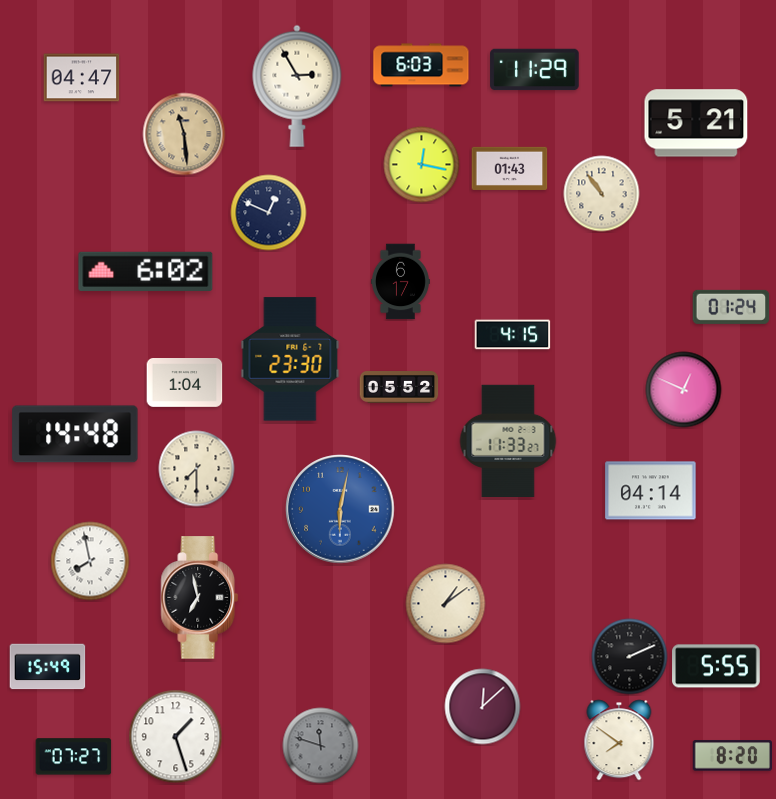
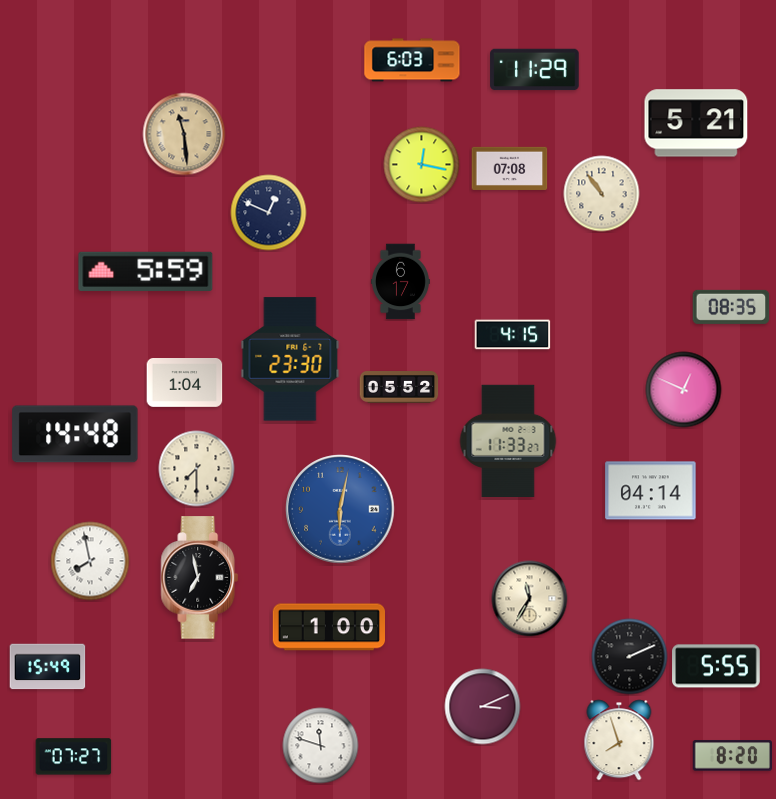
clock at (421, 65) position: (421, 65) -> (412, 60)
clock at (82, 78): 04:47 -> none
clock at (297, 86): 2:55 -> none
clock at (510, 168): 01:43 -> 07:08
clock at (146, 271): 6:02 -> 5:59
clock at (731, 307): 01:24 -> 08:35
clock at (200, 598) position: (200, 598) -> (200, 578)
clock at (530, 599): none -> 11:35
clock at (446, 604): 1:09 -> none
clock at (328, 627): none -> 1:00
clock at (483, 707): 12:08 -> 3:11
clock at (176, 737): 1:27 -> none
clock at (619, 740): 7:51 -> 7:57
clock at (321, 746) dial: grey -> white
